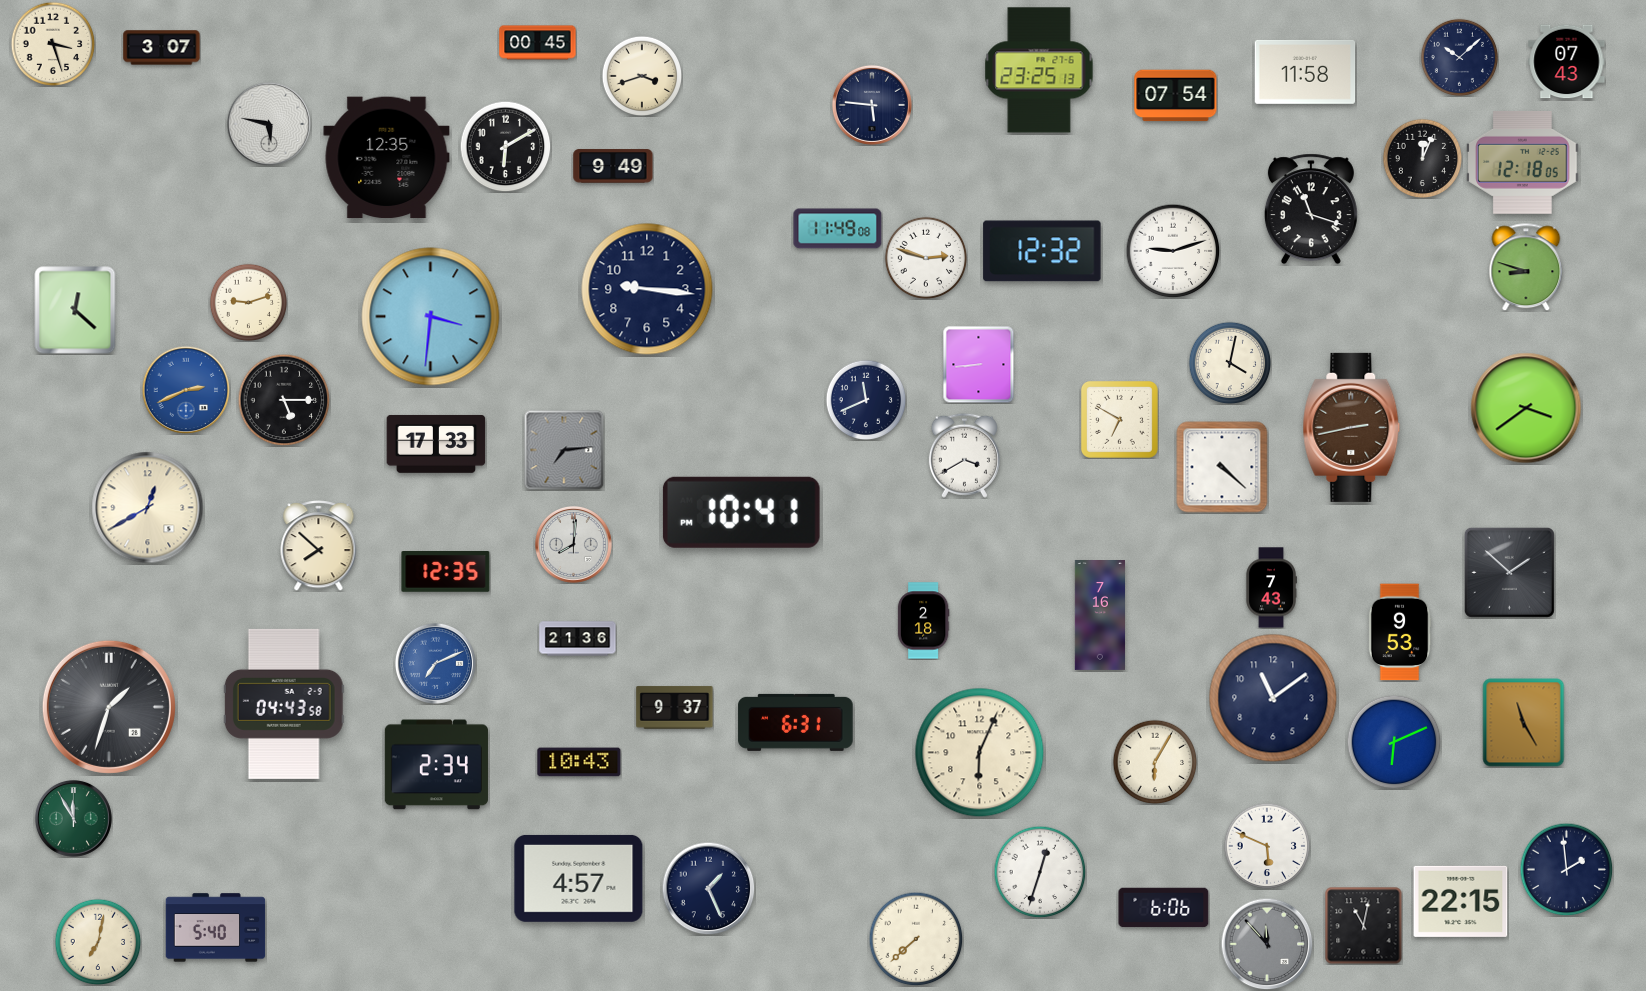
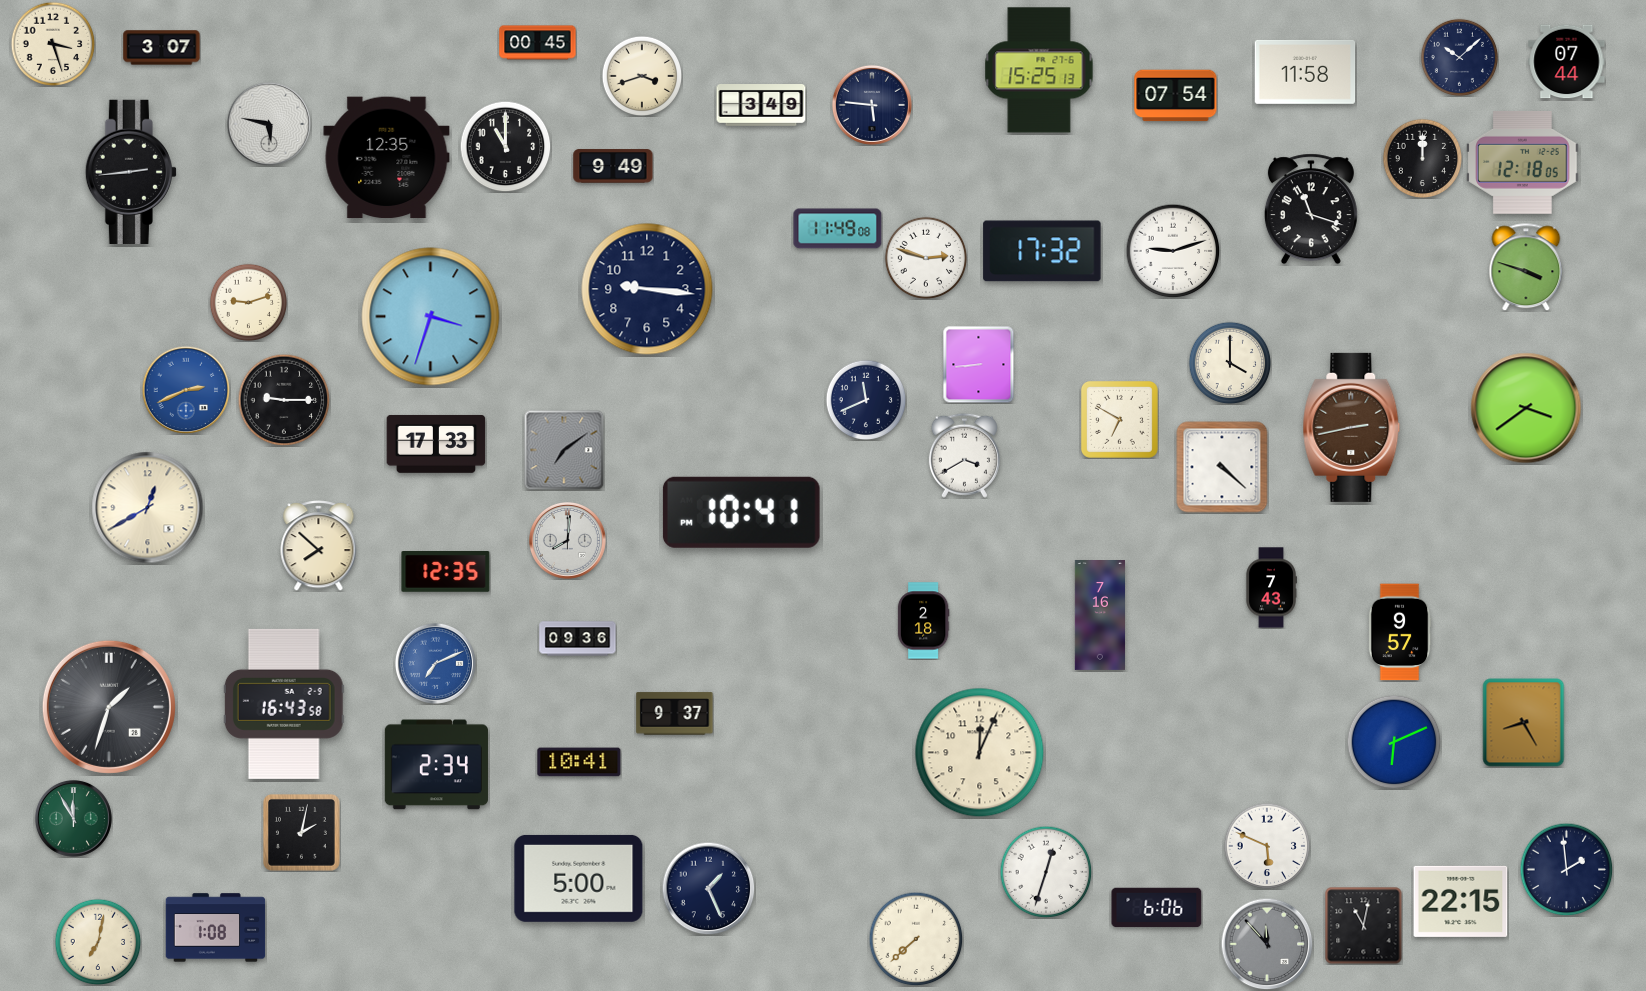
clock at (1567, 62): 07:43 -> 07:44
clock at (1039, 70): 23:25 -> 15:25
clock at (761, 106): none -> 3:49
clock at (505, 146): 6:10 -> 11:00
clock at (1422, 158): 12:04 -> 12:00
clock at (131, 172): none -> 2:44
clock at (1042, 251): 12:32 -> 17:32
clock at (1526, 267): 8:48 -> 3:48
clock at (75, 310): 12:22 -> none
clock at (431, 317): 3:31 -> 3:33
clock at (1230, 363): 4:02 -> 4:00
clock at (284, 400): 5:15 -> 9:15
clock at (564, 450): 7:14 -> 7:09
clock at (573, 544) position: (573, 544) -> (567, 540)
clock at (1509, 572): 1:52 -> none
clock at (1400, 632): 9:53 -> 9:57
clock at (578, 639): 21:36 -> 09:36
clock at (1273, 698): 11:09 -> none
clock at (284, 704): 04:43 -> 16:43
clock at (675, 708) position: (675, 708) -> (675, 714)
clock at (796, 722): 6:31 -> none
clock at (1524, 723): 11:25 -> 8:25
clock at (980, 753): 6:04 -> 12:04
clock at (579, 762): 10:43 -> 10:41
clock at (1155, 762): 6:05 -> none
clock at (301, 832): none -> 2:02
clock at (1040, 872) position: (1040, 872) -> (1046, 872)
clock at (579, 878): 4:57 -> 5:00
clock at (1164, 908) position: (1164, 908) -> (1157, 908)
clock at (216, 928): 5:40 -> 1:08
